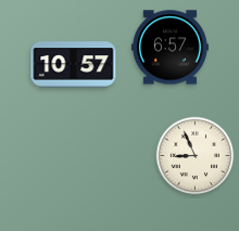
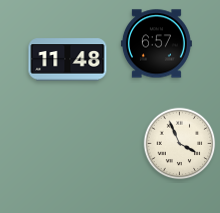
clock at (74, 65): 10:57 -> 11:48
clock at (196, 156): 8:56 -> 3:56
